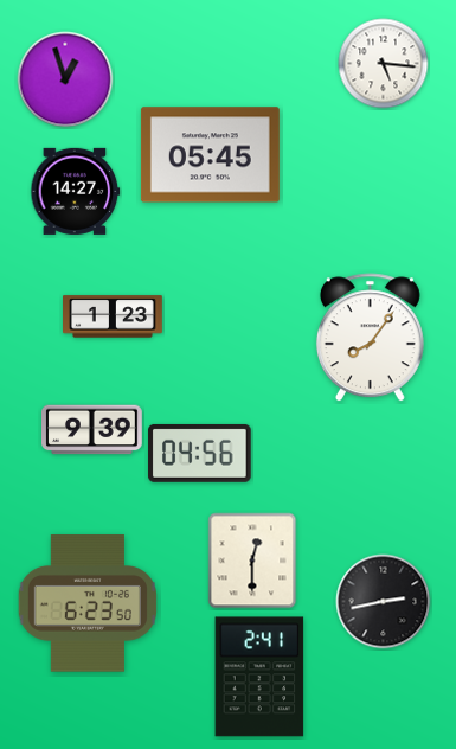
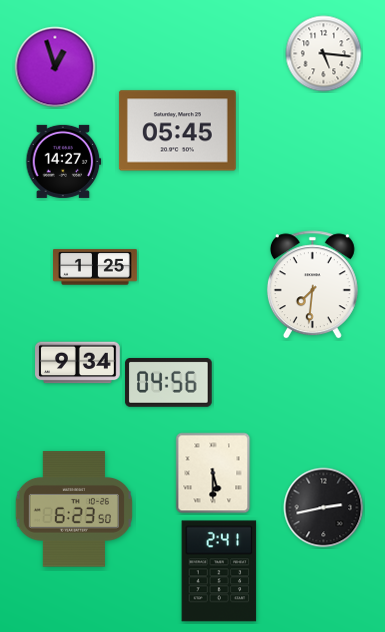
clock at (114, 316): 1:23 -> 1:25
clock at (370, 338): 8:06 -> 7:31
clock at (92, 430): 9:39 -> 9:34
clock at (252, 561): 12:30 -> 5:30
